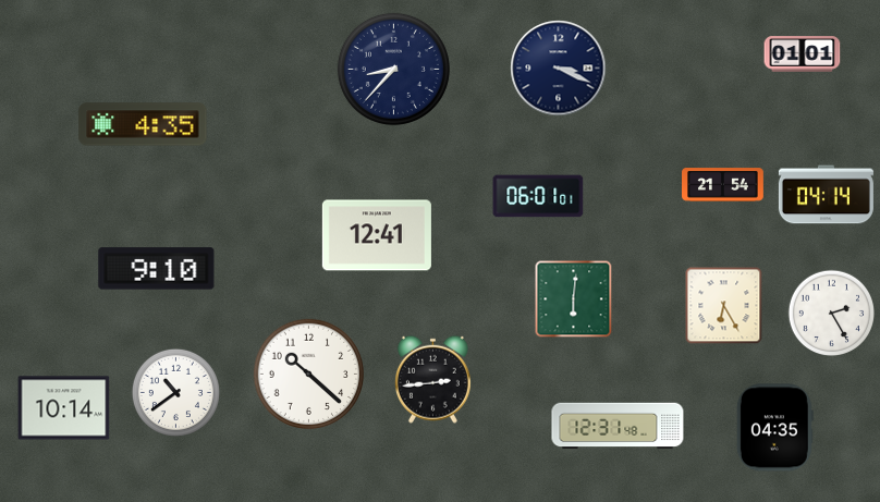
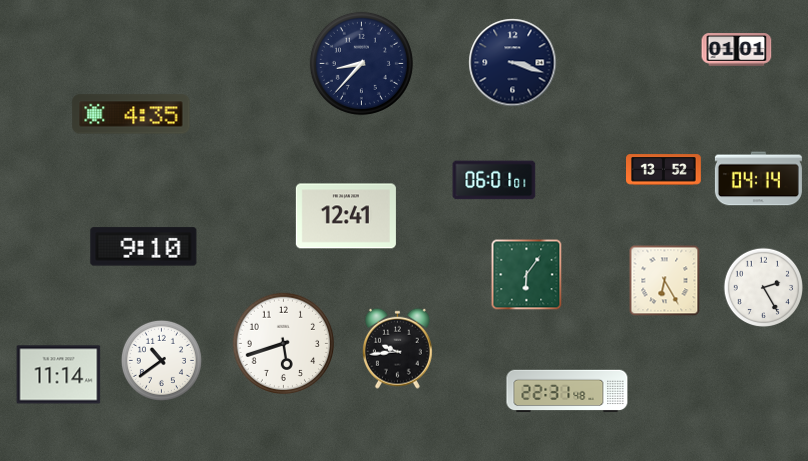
clock at (559, 69): 3:19 -> 3:18
clock at (723, 185): 21:54 -> 13:52
clock at (574, 299): 6:01 -> 6:06
clock at (308, 374): 10:22 -> 5:42
clock at (432, 379): 2:44 -> 9:44
clock at (64, 408): 10:14 -> 11:14
clock at (618, 426): 12:31 -> 22:31
clock at (774, 428): 04:35 -> none
